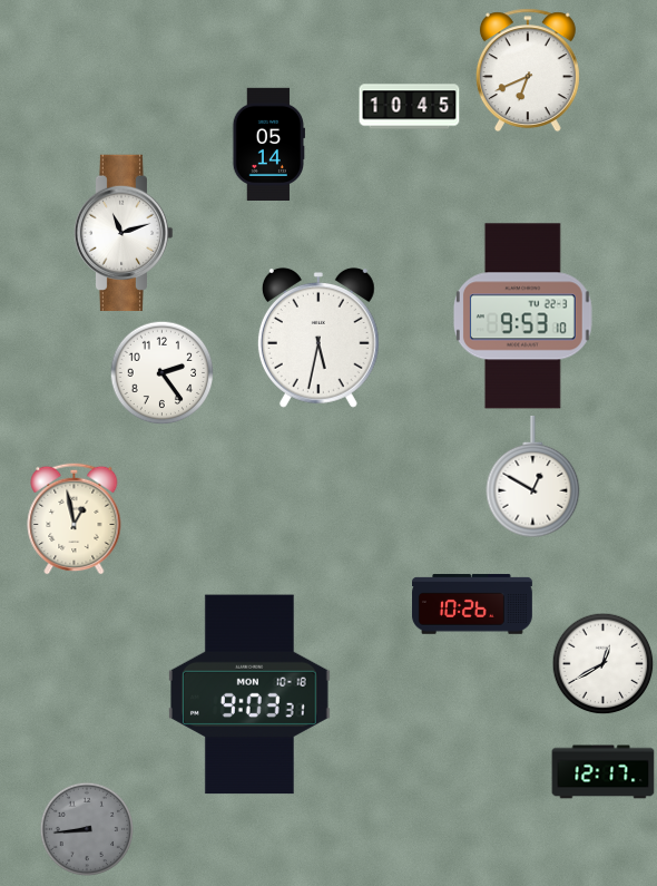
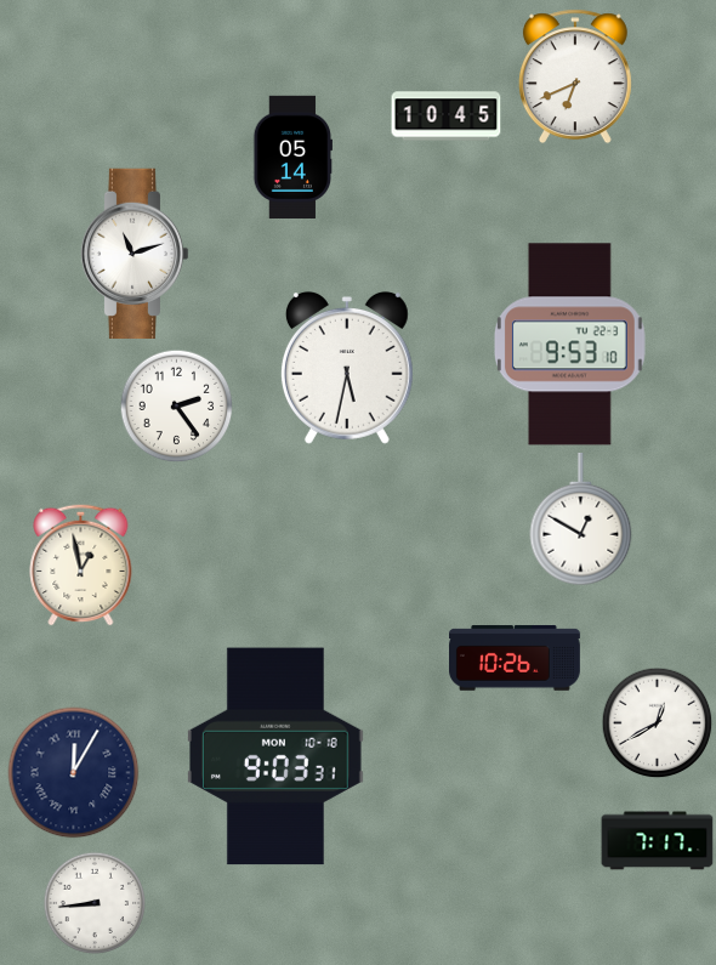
clock at (249, 694) position: (249, 694) -> (275, 756)
clock at (74, 773): none -> 12:05
clock at (604, 772): 12:17 -> 7:17
clock at (86, 828) dial: grey -> white
